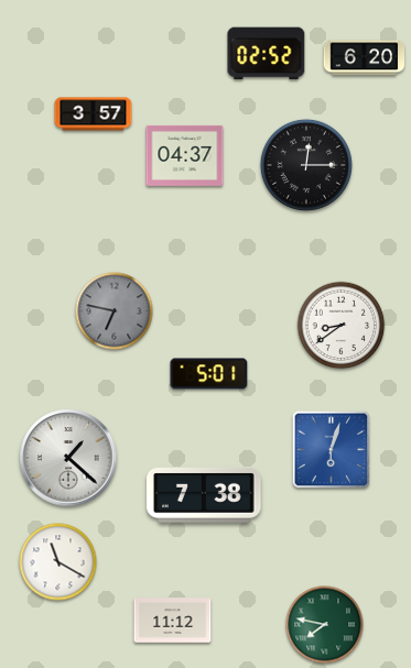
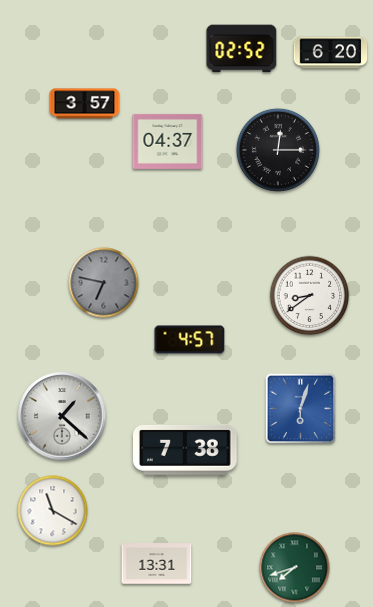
clock at (209, 374): 5:01 -> 4:57
clock at (173, 621): 11:12 -> 13:31
clock at (325, 625): 7:47 -> 7:42
